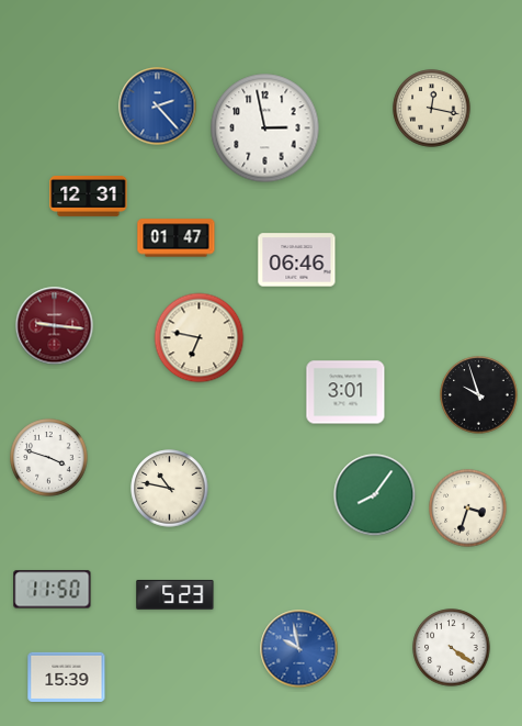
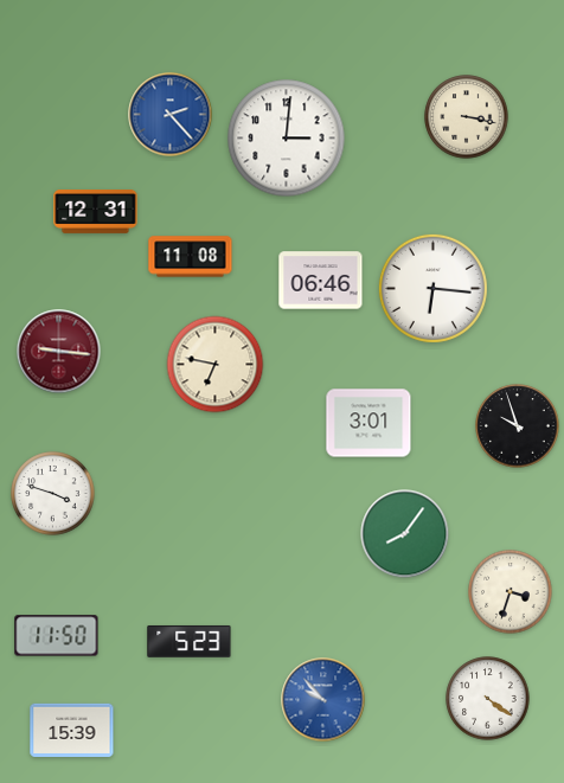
clock at (432, 109): 12:17 -> 3:17
clock at (265, 129): 2:58 -> 3:01
clock at (177, 238): 01:47 -> 11:08
clock at (432, 288): none -> 6:16
clock at (345, 392) position: (345, 392) -> (368, 423)
clock at (170, 489): 10:47 -> none
clock at (468, 509) position: (468, 509) -> (511, 592)
clock at (299, 649): 9:58 -> 9:53
